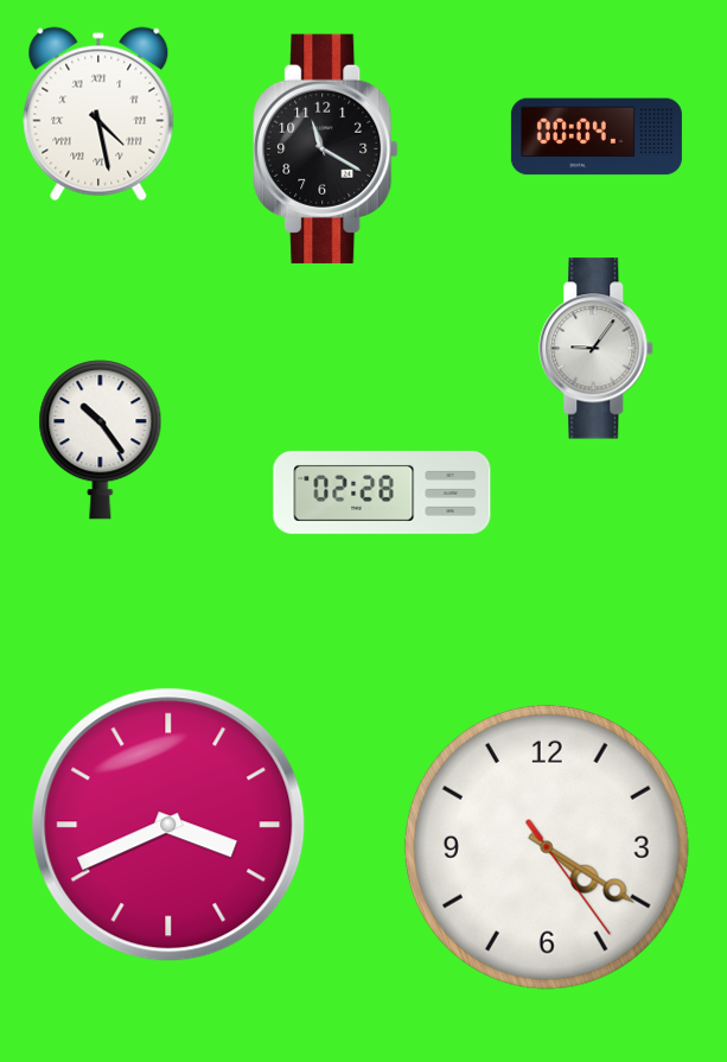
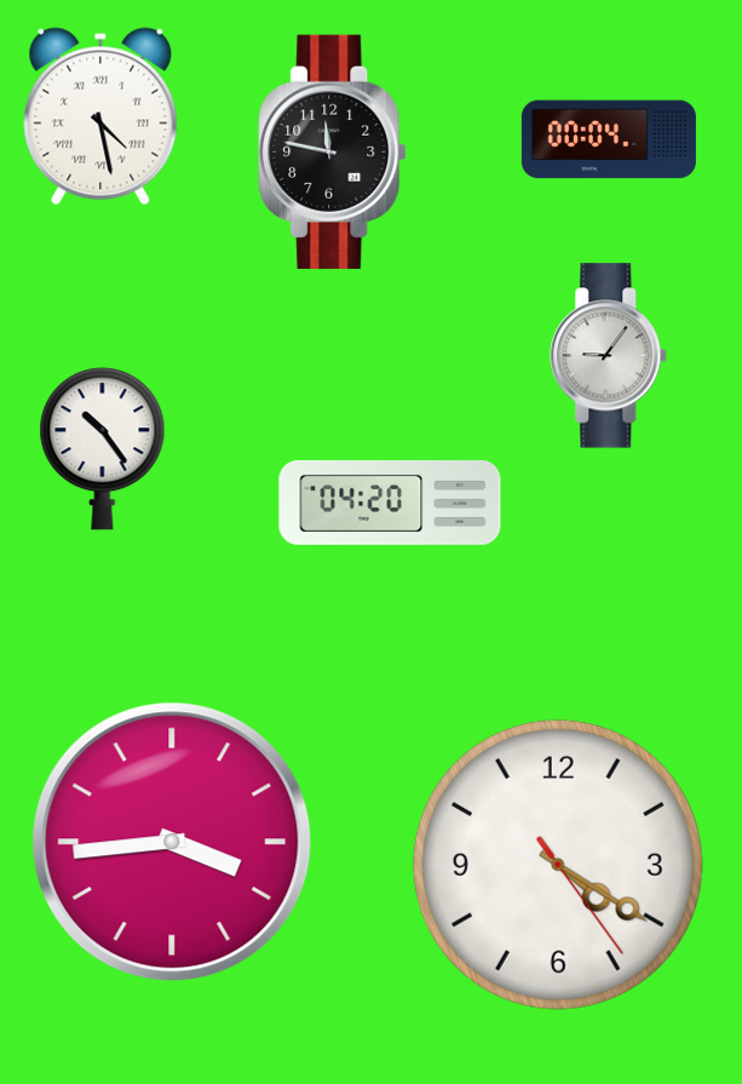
clock at (326, 148): 11:20 -> 11:47
clock at (382, 492): 02:28 -> 04:20
clock at (168, 825): 3:41 -> 3:44
